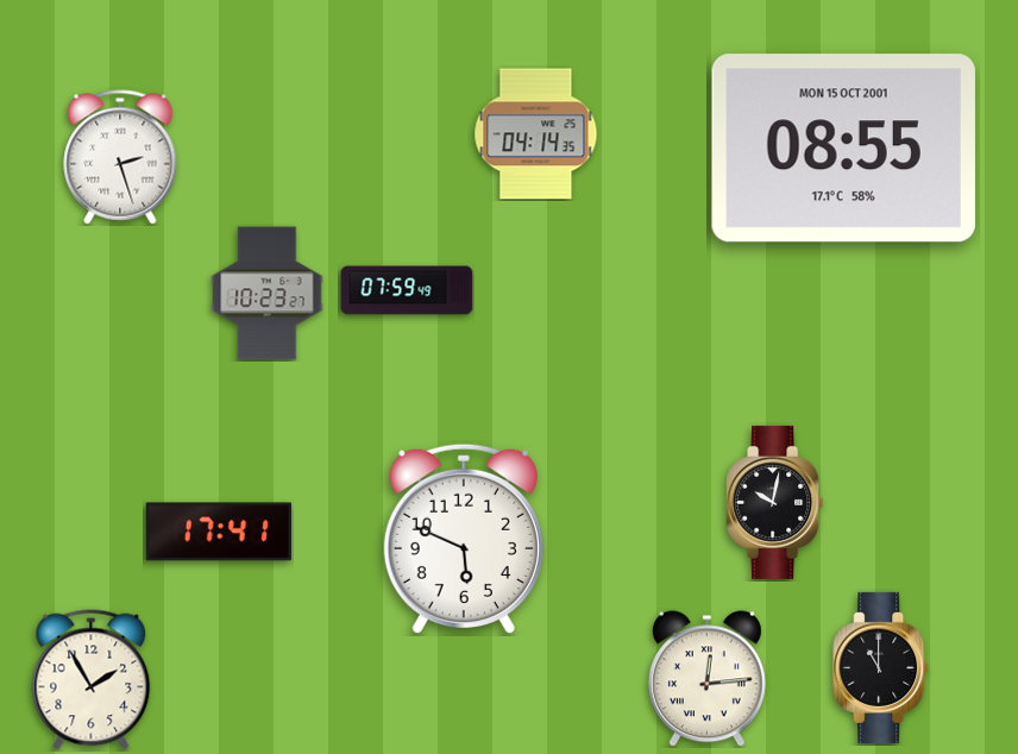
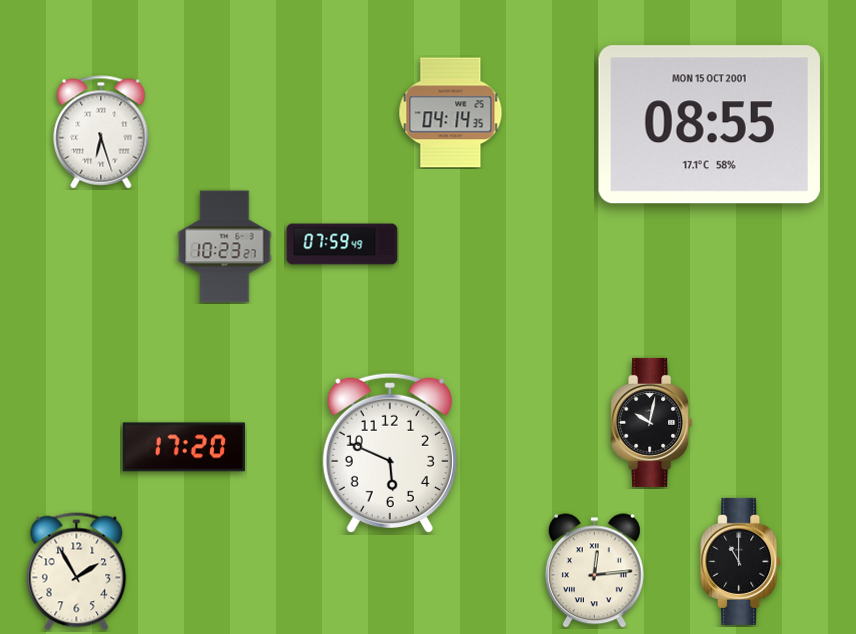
clock at (120, 157): 2:27 -> 6:27
clock at (218, 532): 17:41 -> 17:20
